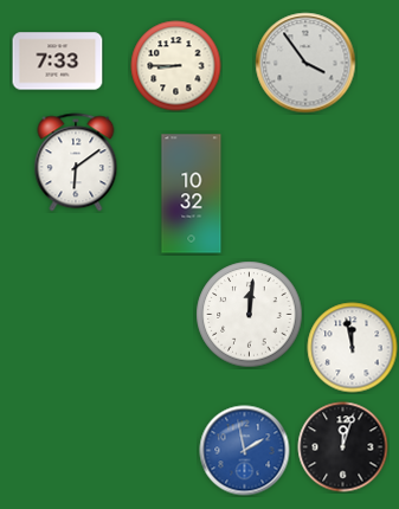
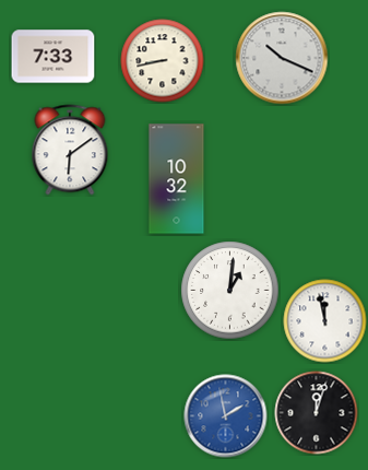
clock at (305, 63): 3:54 -> 10:19
clock at (176, 66): 8:45 -> 8:43
clock at (250, 315): 12:01 -> 1:01
